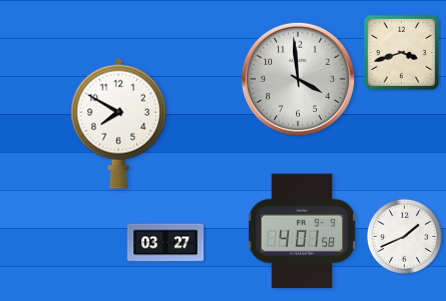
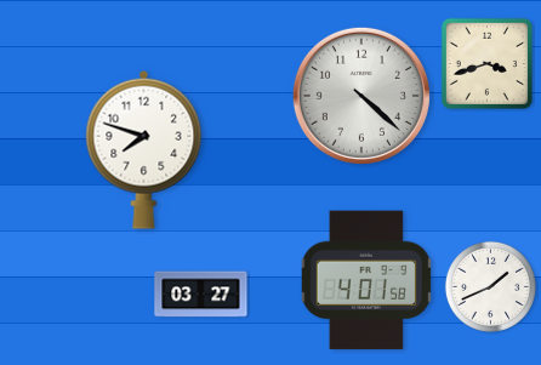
clock at (298, 79): 3:59 -> 4:22
clock at (119, 123): 7:50 -> 7:48
